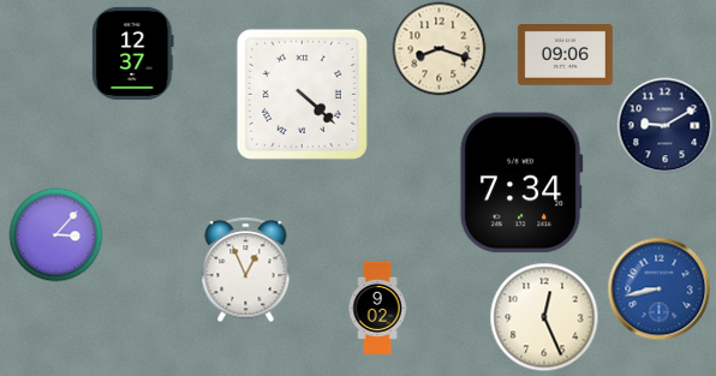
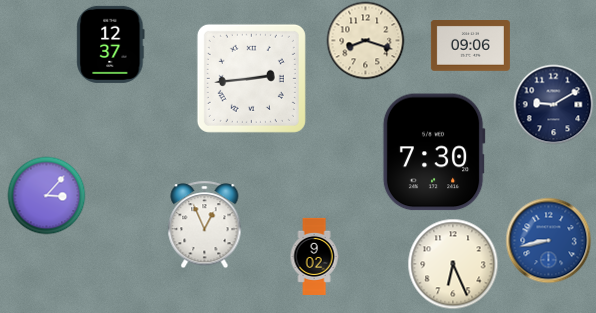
clock at (302, 94): 4:22 -> 2:44
clock at (521, 183): 7:34 -> 7:30
clock at (544, 317): 12:26 -> 6:26
